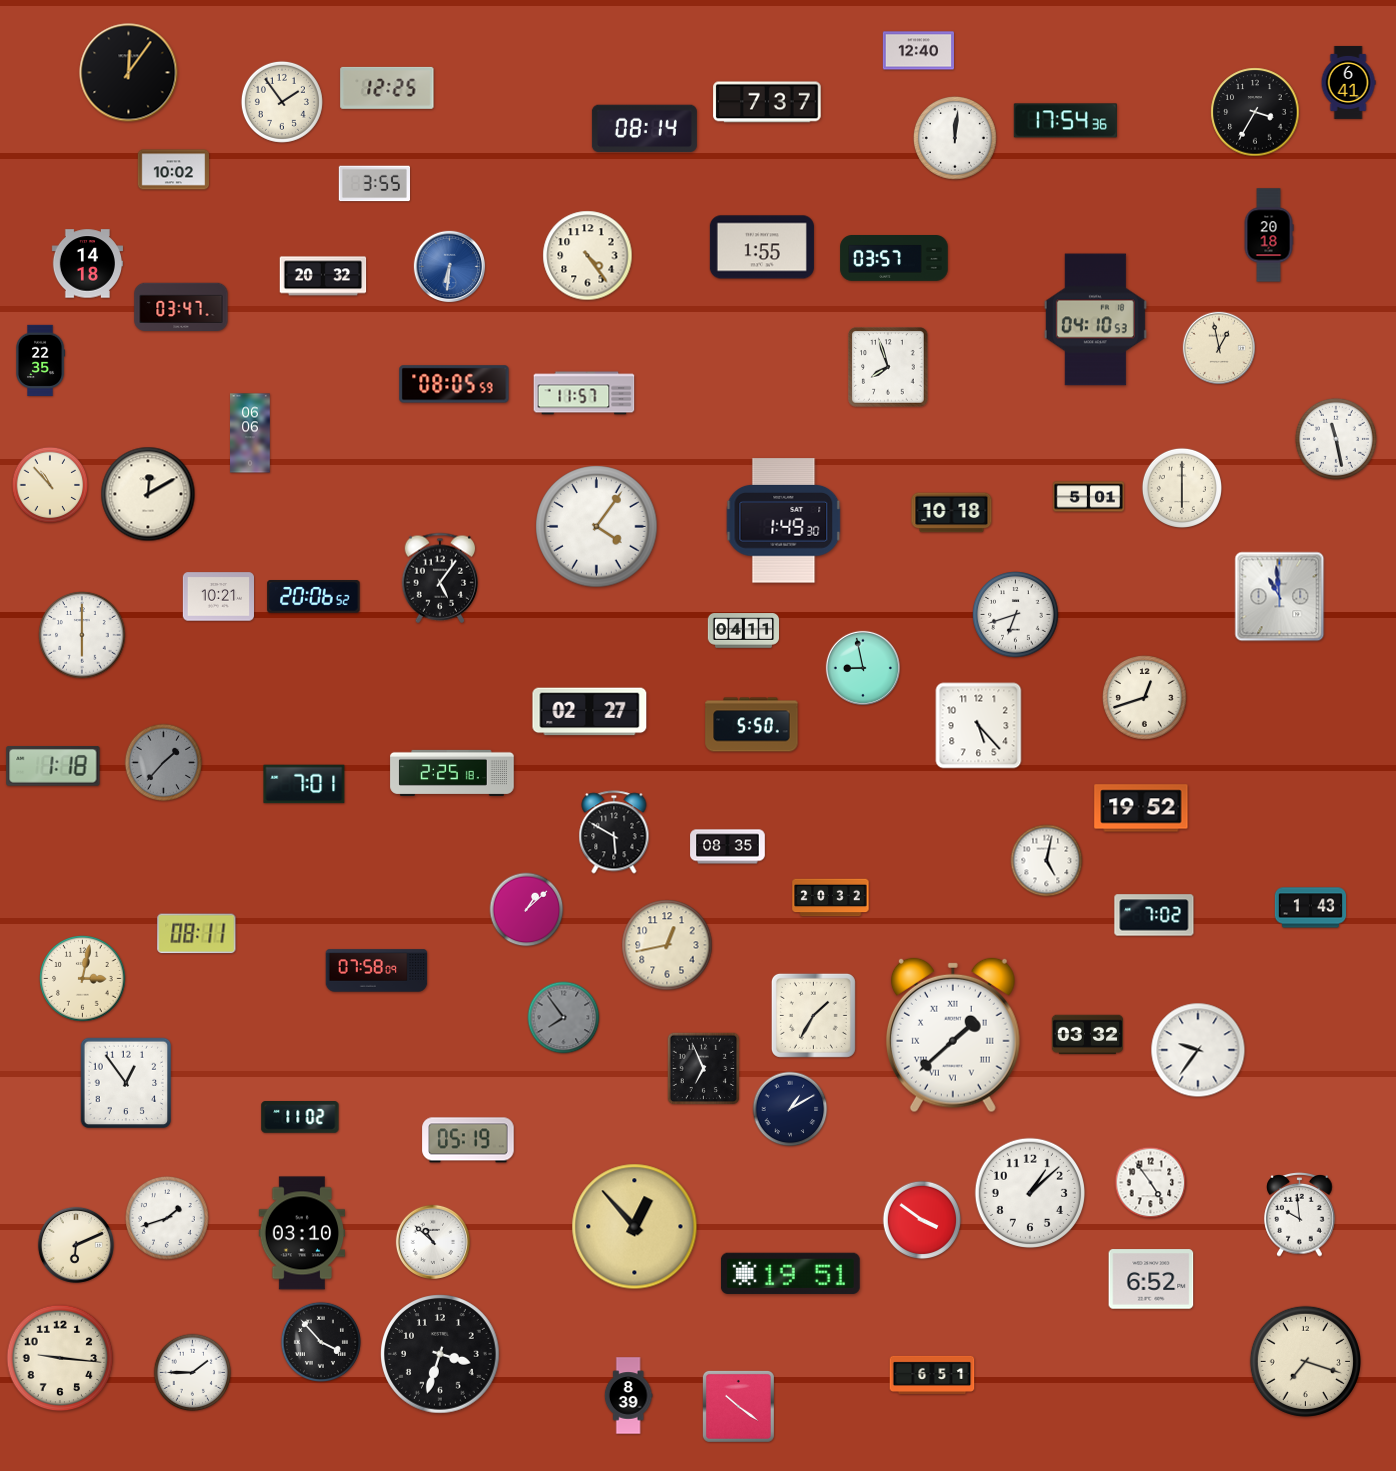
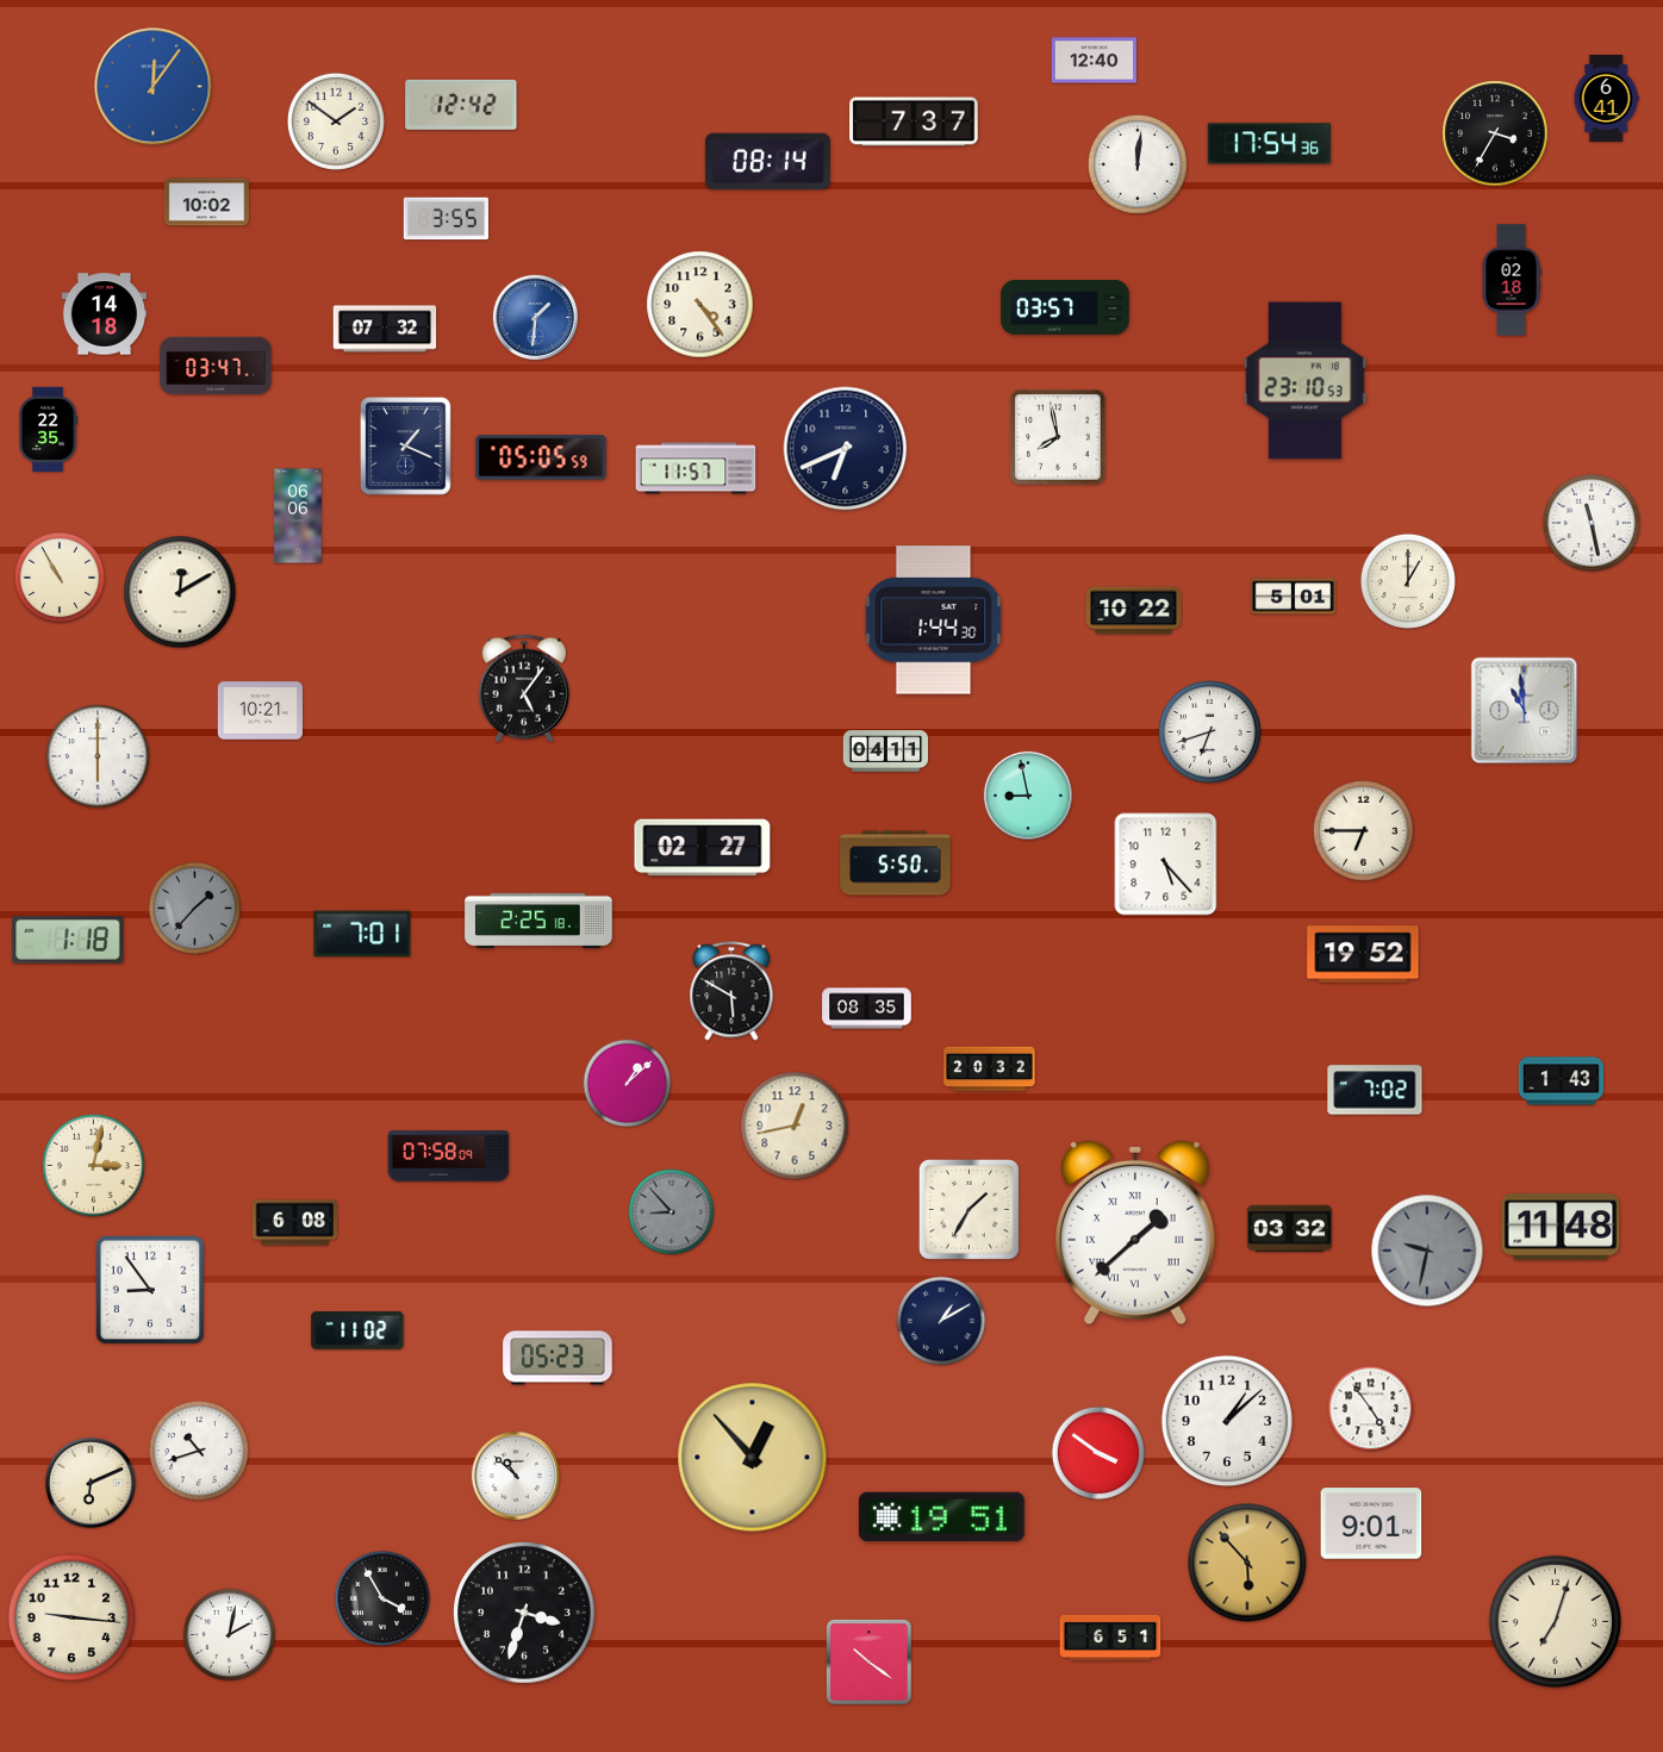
clock at (129, 73) dial: black -> blue
clock at (387, 88): 12:25 -> 12:42
clock at (282, 102): 1:54 -> 1:51
clock at (644, 129) position: (644, 129) -> (767, 162)
clock at (1269, 235): 20:18 -> 02:18
clock at (762, 247): 1:55 -> none
clock at (450, 267): 6:31 -> 1:31
clock at (323, 276): 20:32 -> 07:32
clock at (1095, 320): 04:10 -> 23:10
clock at (1218, 347): 12:58 -> none
clock at (888, 367): 7:57 -> 7:58
clock at (406, 447): none -> 1:19
clock at (846, 449): none -> 6:41
clock at (454, 384): 08:05 -> 05:05
clock at (50, 485): 10:53 -> 10:55
clock at (1182, 488): 6:00 -> 1:00
clock at (148, 494) position: (148, 494) -> (180, 592)
clock at (1089, 497) position: (1089, 497) -> (1294, 597)
clock at (952, 513): 10:18 -> 10:22
clock at (784, 521): 1:49 -> 1:44
clock at (597, 527): 4:06 -> none
clock at (314, 597): 20:06 -> none
clock at (1145, 698): 12:42 -> 6:45
clock at (53, 767) position: (53, 767) -> (68, 941)
clock at (1141, 808) position: (1141, 808) -> (1363, 954)
clock at (1047, 861): 5:02 -> none
clock at (197, 934): 08:11 -> none
clock at (83, 979) position: (83, 979) -> (94, 1166)
clock at (564, 1018): 7:54 -> 8:53
clock at (294, 1223): none -> 6:08
clock at (1561, 1227): none -> 11:48
clock at (1087, 1035) position: (1087, 1035) -> (1289, 1229)
clock at (1198, 1050): 9:36 -> 9:32
clock at (1198, 1050) dial: white -> grey
clock at (704, 1069): 6:56 -> none
clock at (126, 1083): 12:54 -> 8:54
clock at (468, 1140): 05:19 -> 05:23
clock at (1300, 1215): 9:59 -> none
clock at (167, 1218): 1:42 -> 10:42
clock at (635, 1227) position: (635, 1227) -> (753, 1458)
clock at (302, 1233): 03:10 -> none
clock at (433, 1242) position: (433, 1242) -> (516, 1476)
clock at (1151, 1279): 6:52 -> 9:01
clock at (1247, 1563): none -> 5:53
clock at (321, 1342): 3:53 -> 3:55
clock at (1305, 1361): 7:18 -> 7:03
clock at (193, 1373): 1:45 -> 2:02
clock at (628, 1396): 8:39 -> none
clock at (738, 1406) position: (738, 1406) -> (868, 1661)
